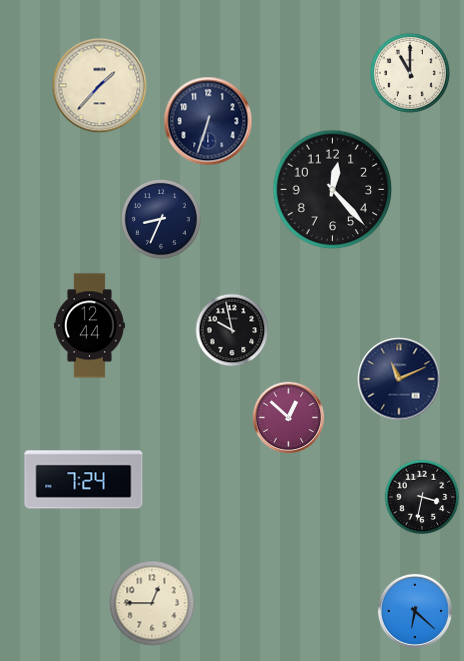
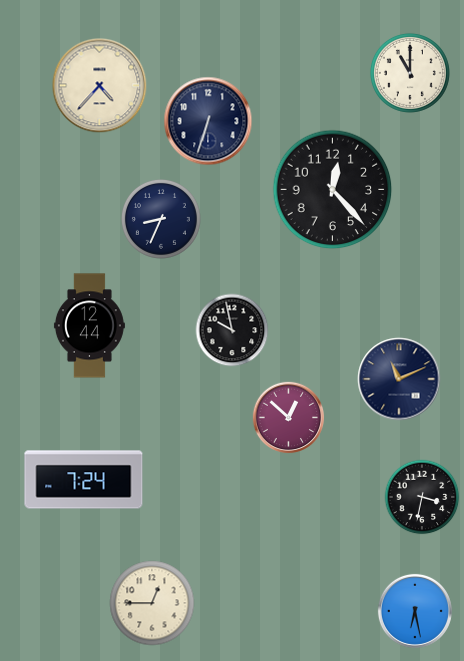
clock at (100, 86): 1:37 -> 4:37
clock at (415, 611): 6:22 -> 6:28
